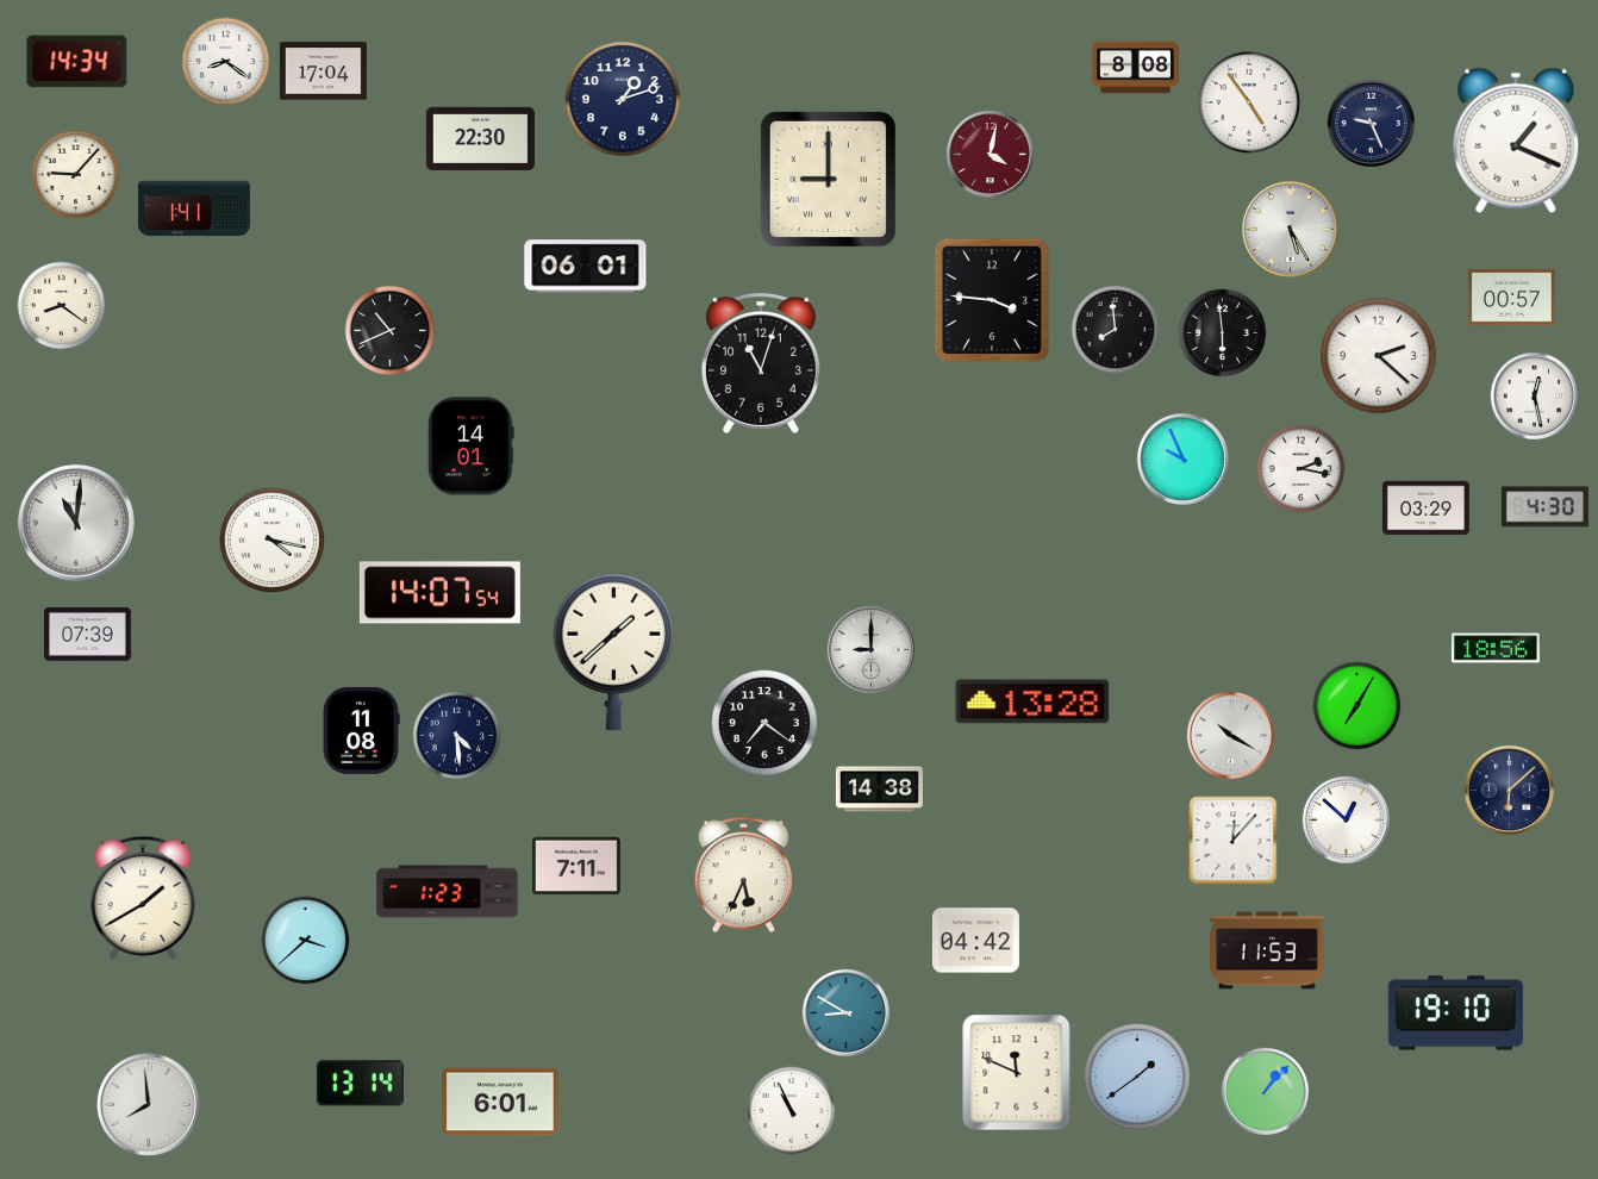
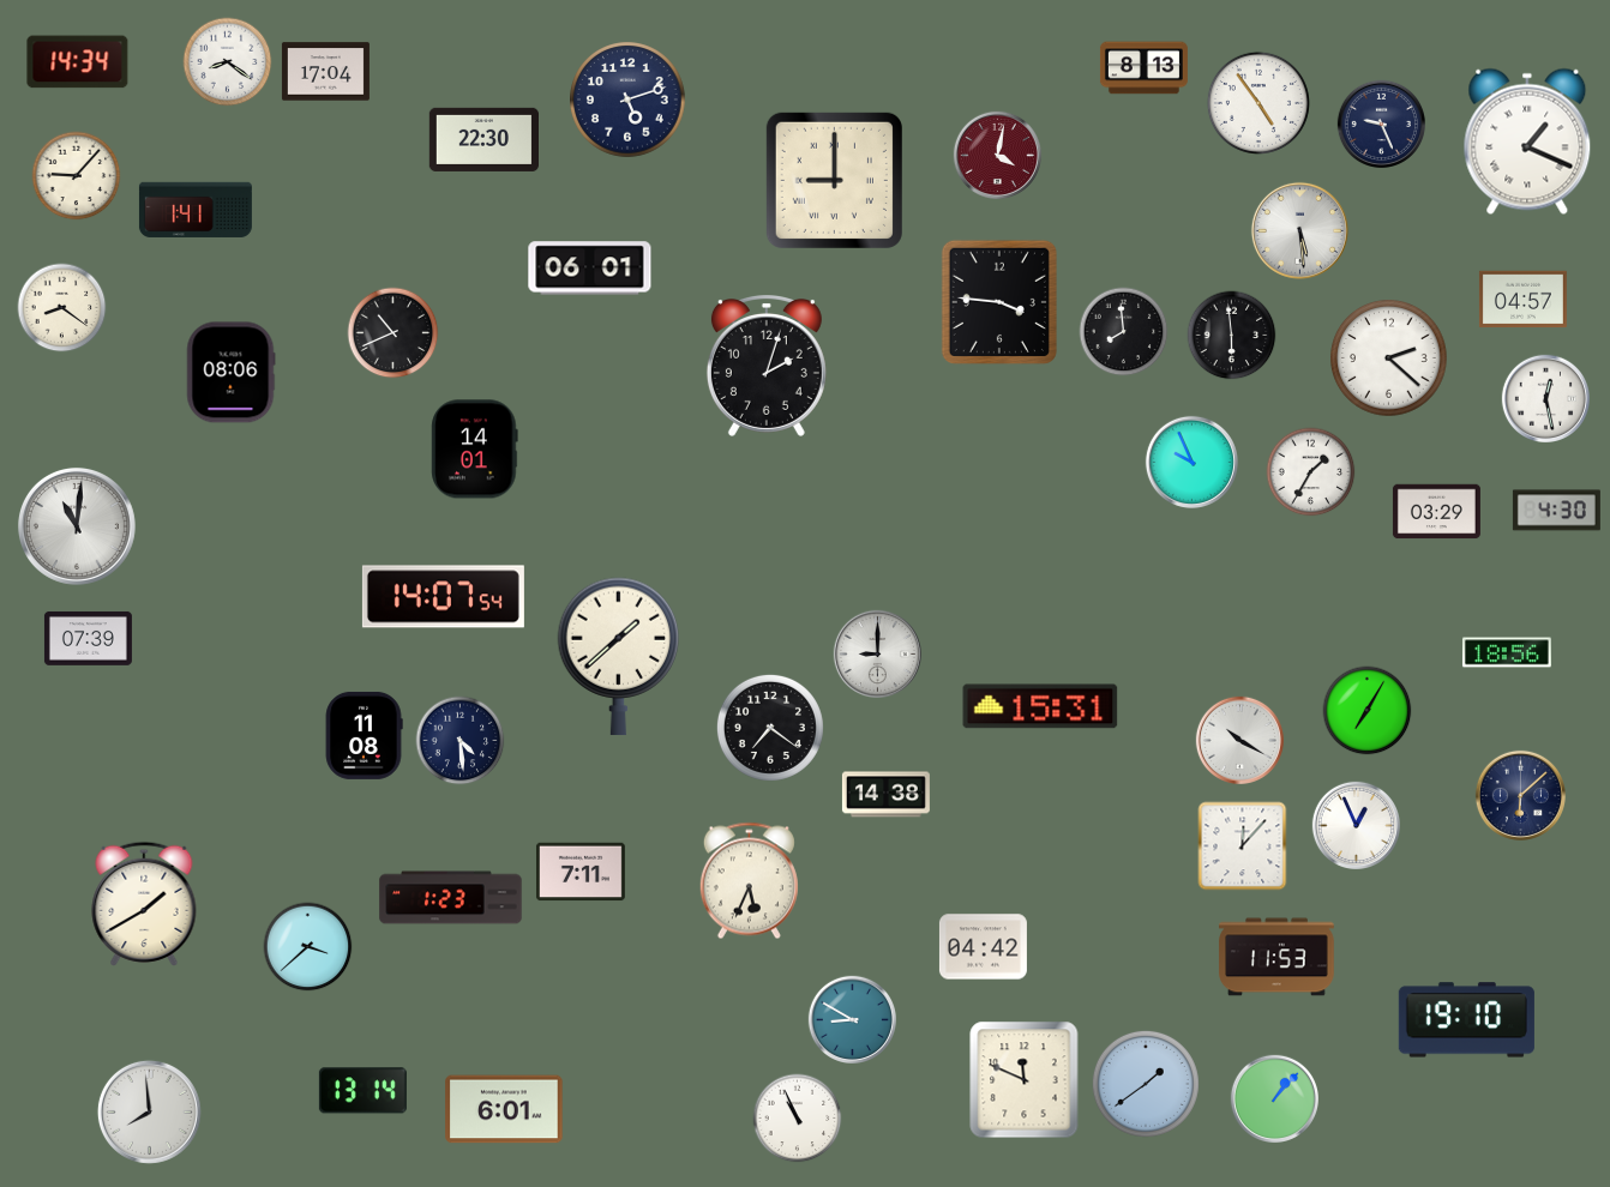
clock at (1135, 68): 8:08 -> 8:13
clock at (623, 99): 1:12 -> 5:12
clock at (1290, 229): 5:25 -> 5:29
clock at (1511, 298): 00:57 -> 04:57
clock at (761, 364): 11:03 -> 2:03
clock at (230, 373): none -> 08:06
clock at (1302, 469): 2:17 -> 1:35
clock at (271, 539): 4:17 -> none
clock at (1032, 701): 13:28 -> 15:31
clock at (1346, 819): 12:52 -> 12:56
